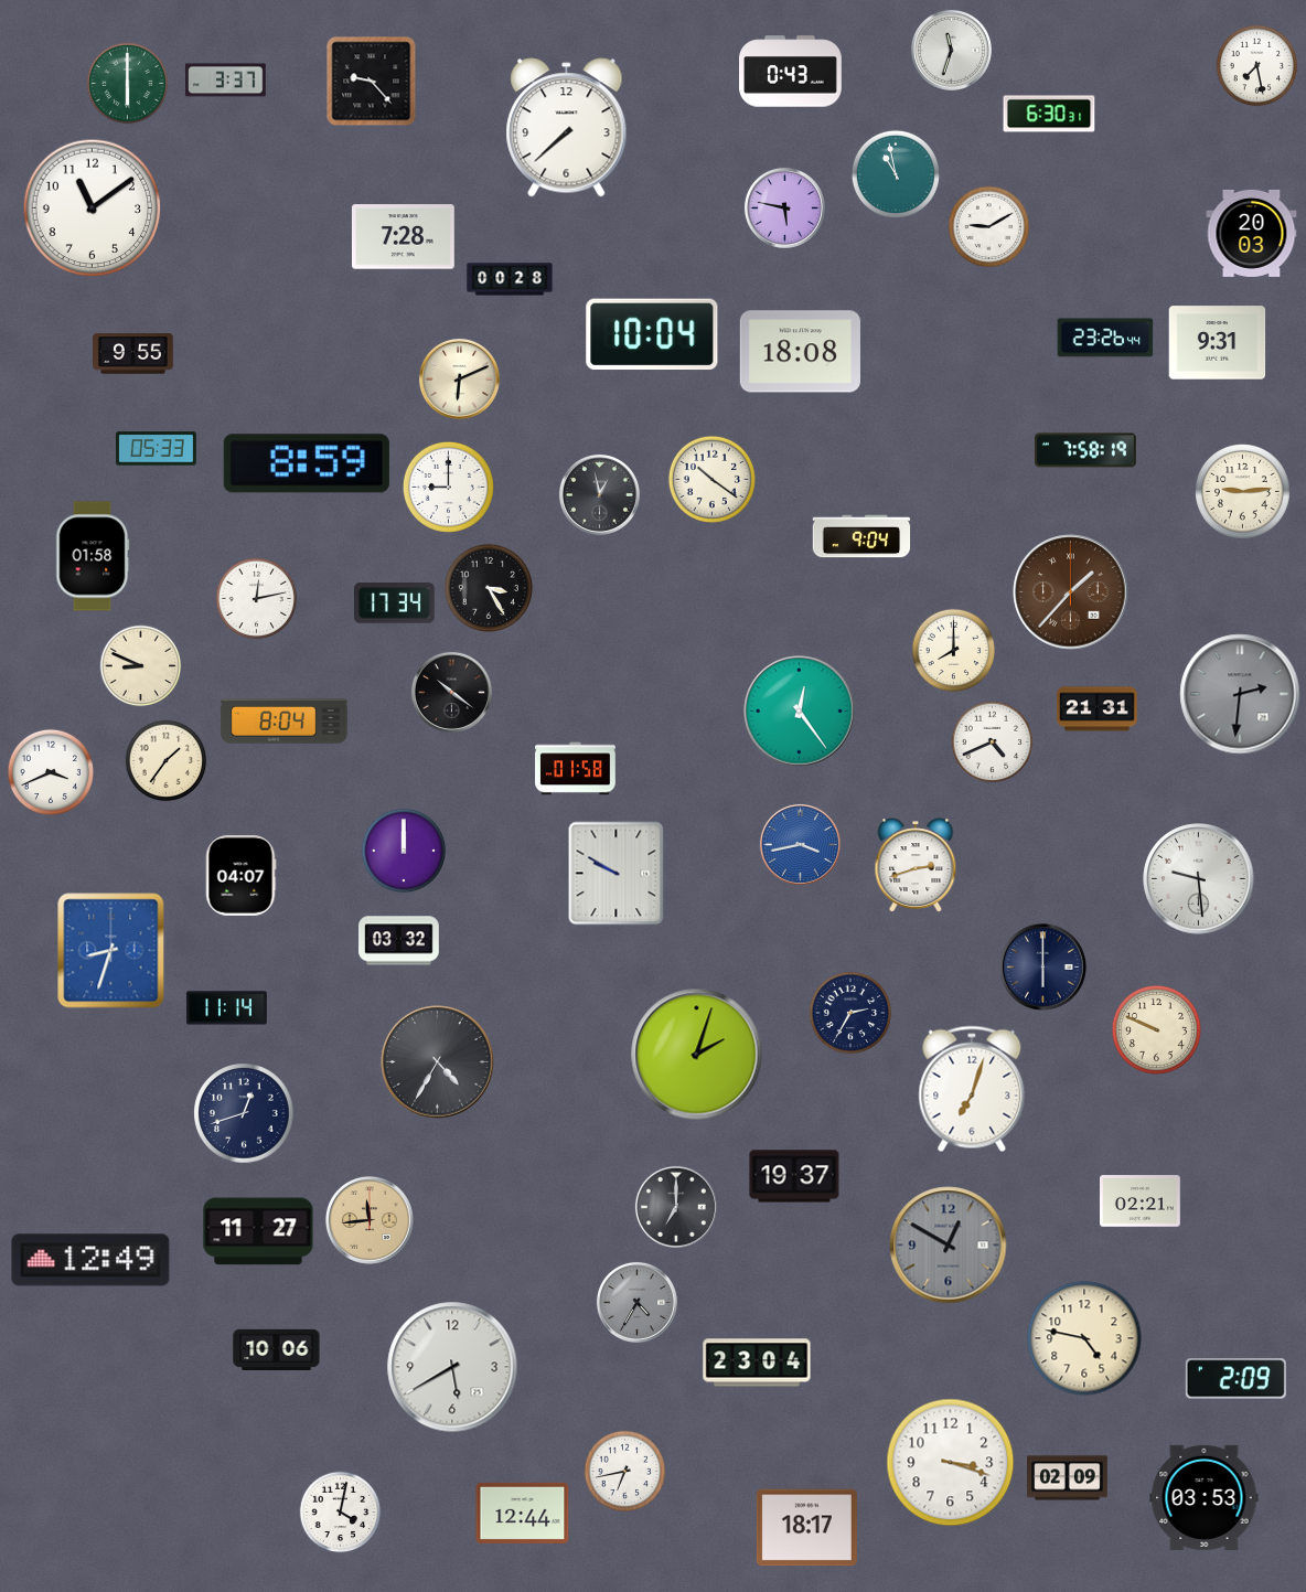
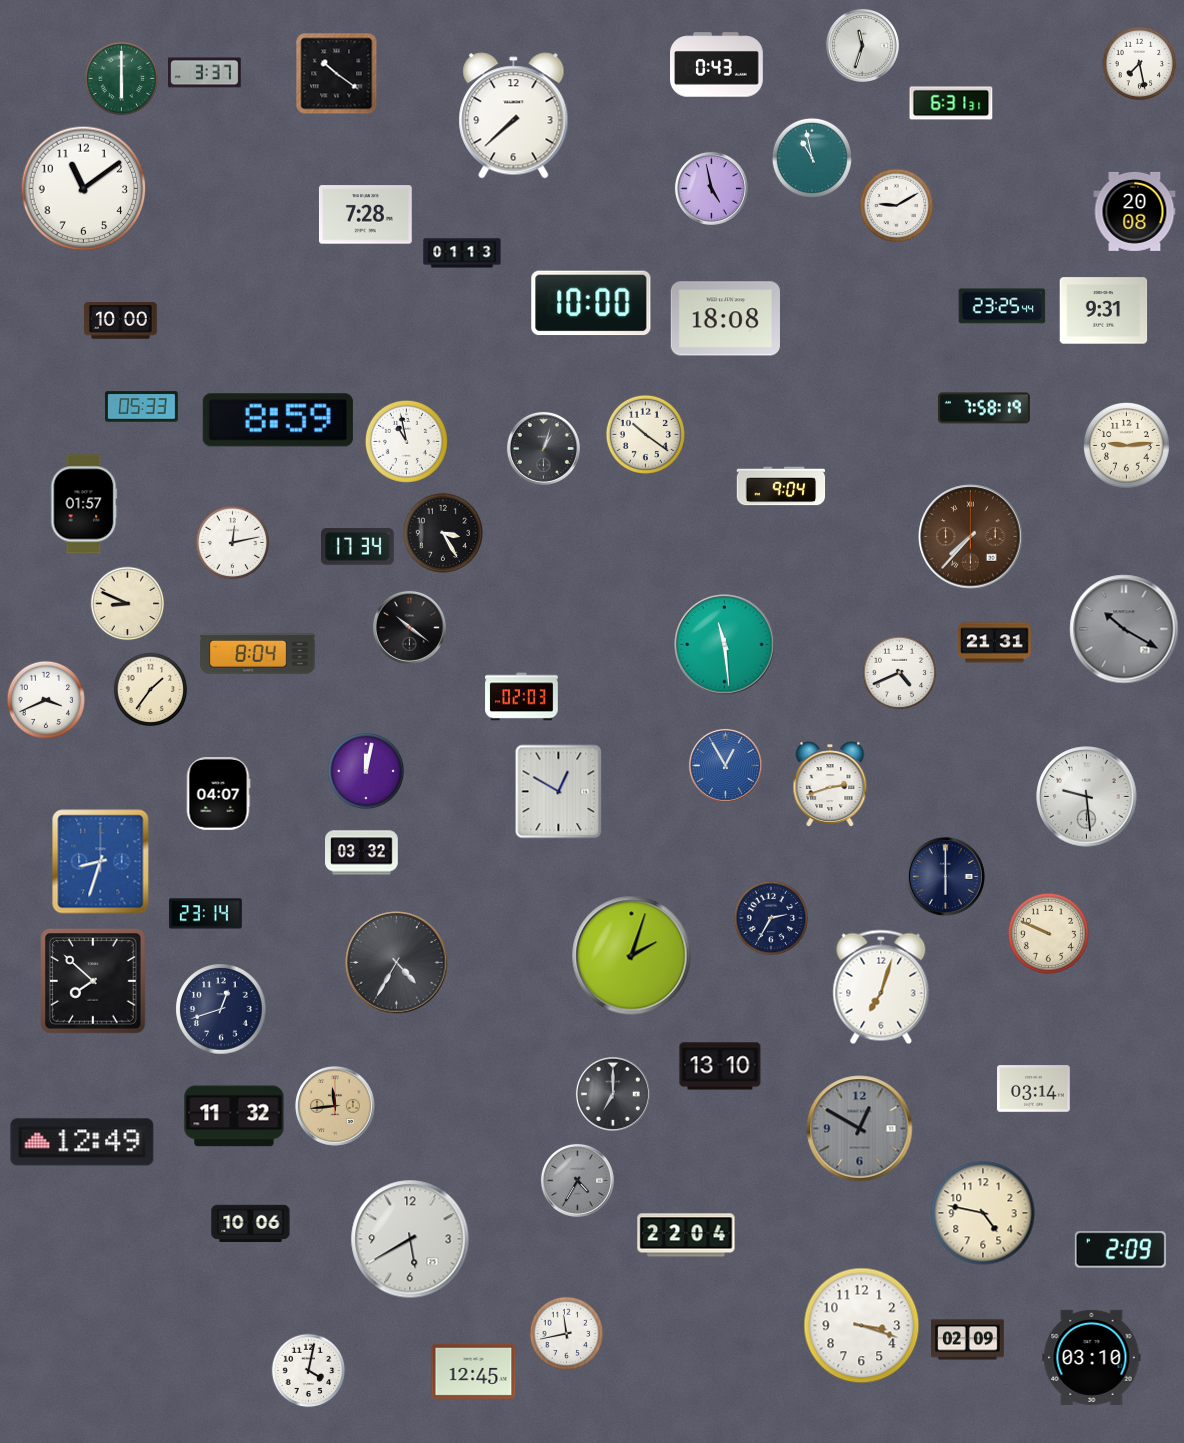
clock at (1257, 66) position: (1257, 66) -> (1140, 64)
clock at (372, 82): 9:23 -> 10:21
clock at (128, 84) position: (128, 84) -> (122, 79)
clock at (1049, 114): 6:30 -> 6:31
clock at (784, 207): 5:47 -> 4:58
clock at (1252, 233): 20:03 -> 20:08
clock at (510, 279): 00:28 -> 01:13
clock at (652, 334): 10:04 -> 10:00
clock at (1105, 338): 23:26 -> 23:25
clock at (133, 354): 9:55 -> 10:00
clock at (459, 378): 6:11 -> none
clock at (448, 487): 9:00 -> 10:58
clock at (599, 494): 12:58 -> 1:03
clock at (93, 556): 01:58 -> 01:57
clock at (1071, 592): 1:37 -> 7:37
clock at (954, 651): 8:00 -> none
clock at (1240, 694): 2:31 -> 10:20
clock at (800, 712): 12:24 -> 11:29
clock at (576, 769): 01:58 -> 02:03
clock at (800, 844): 3:43 -> 12:55
clock at (404, 851): 12:00 -> 12:02
clock at (617, 874): 9:50 -> 12:50
clock at (227, 1008): 11:14 -> 23:14
clock at (93, 981): none -> 7:52
clock at (794, 1176): 19:37 -> 13:10
clock at (1141, 1201): 02:21 -> 03:14
clock at (258, 1231): 11:27 -> 11:32
clock at (757, 1363): 23:04 -> 22:04
clock at (625, 1472): 6:43 -> 11:43
clock at (1205, 1497): 03:53 -> 03:10
clock at (523, 1513): 12:44 -> 12:45
clock at (806, 1528): 18:17 -> none
